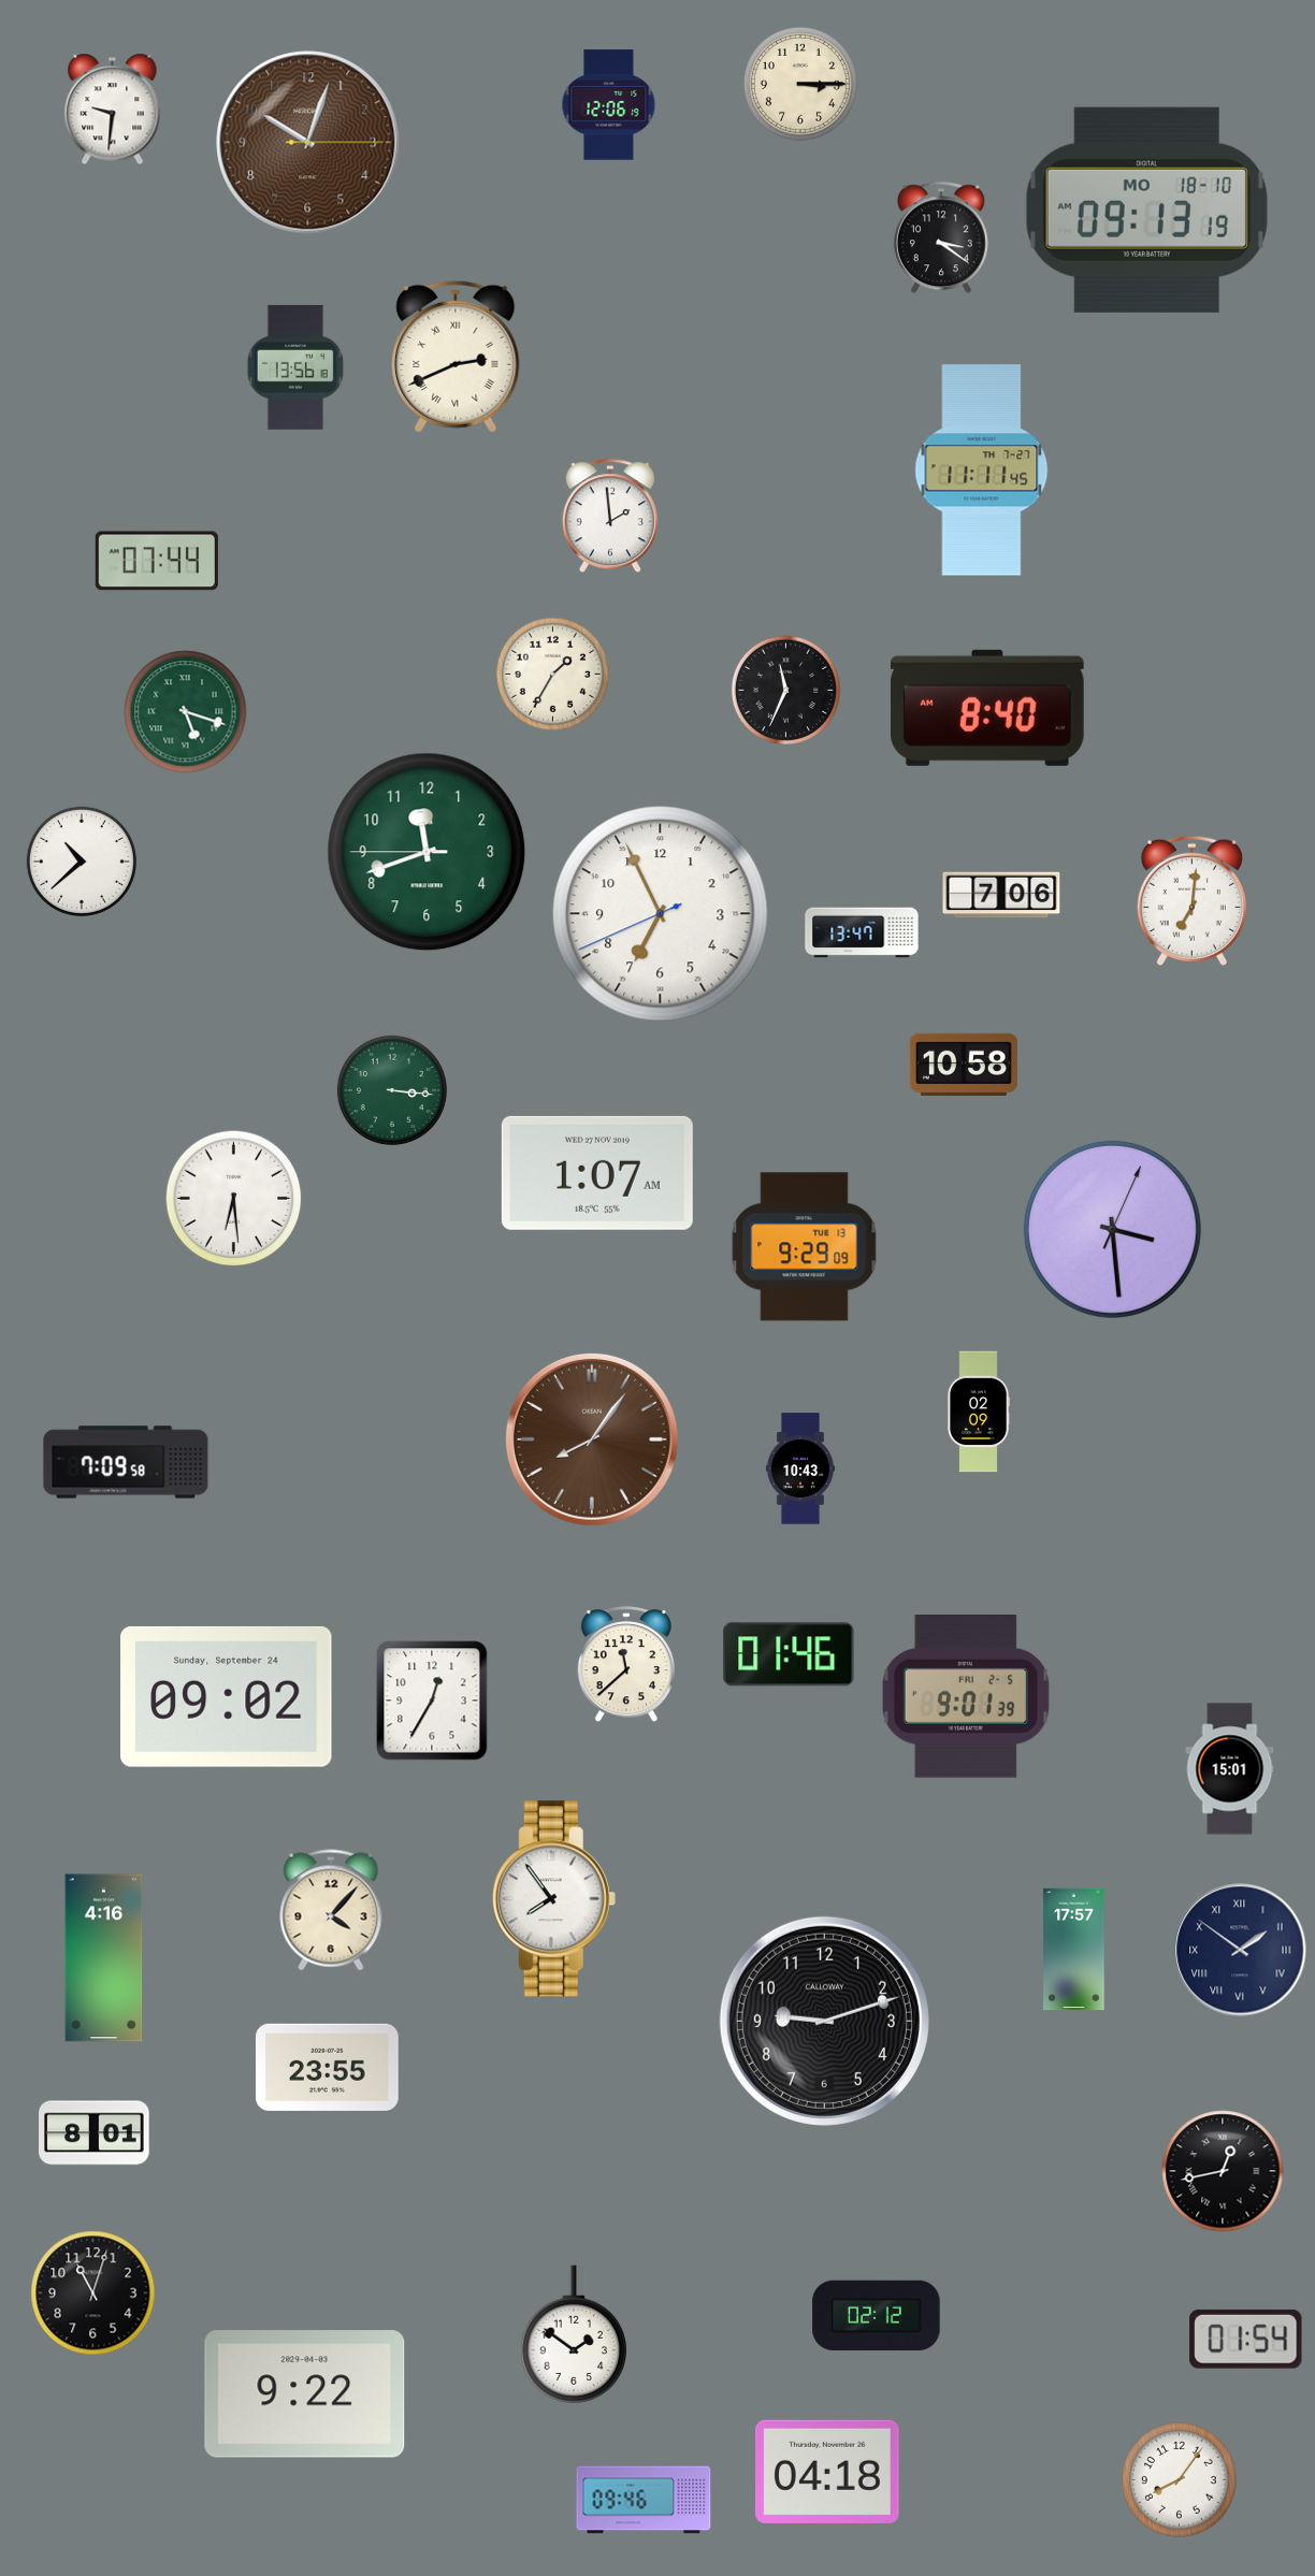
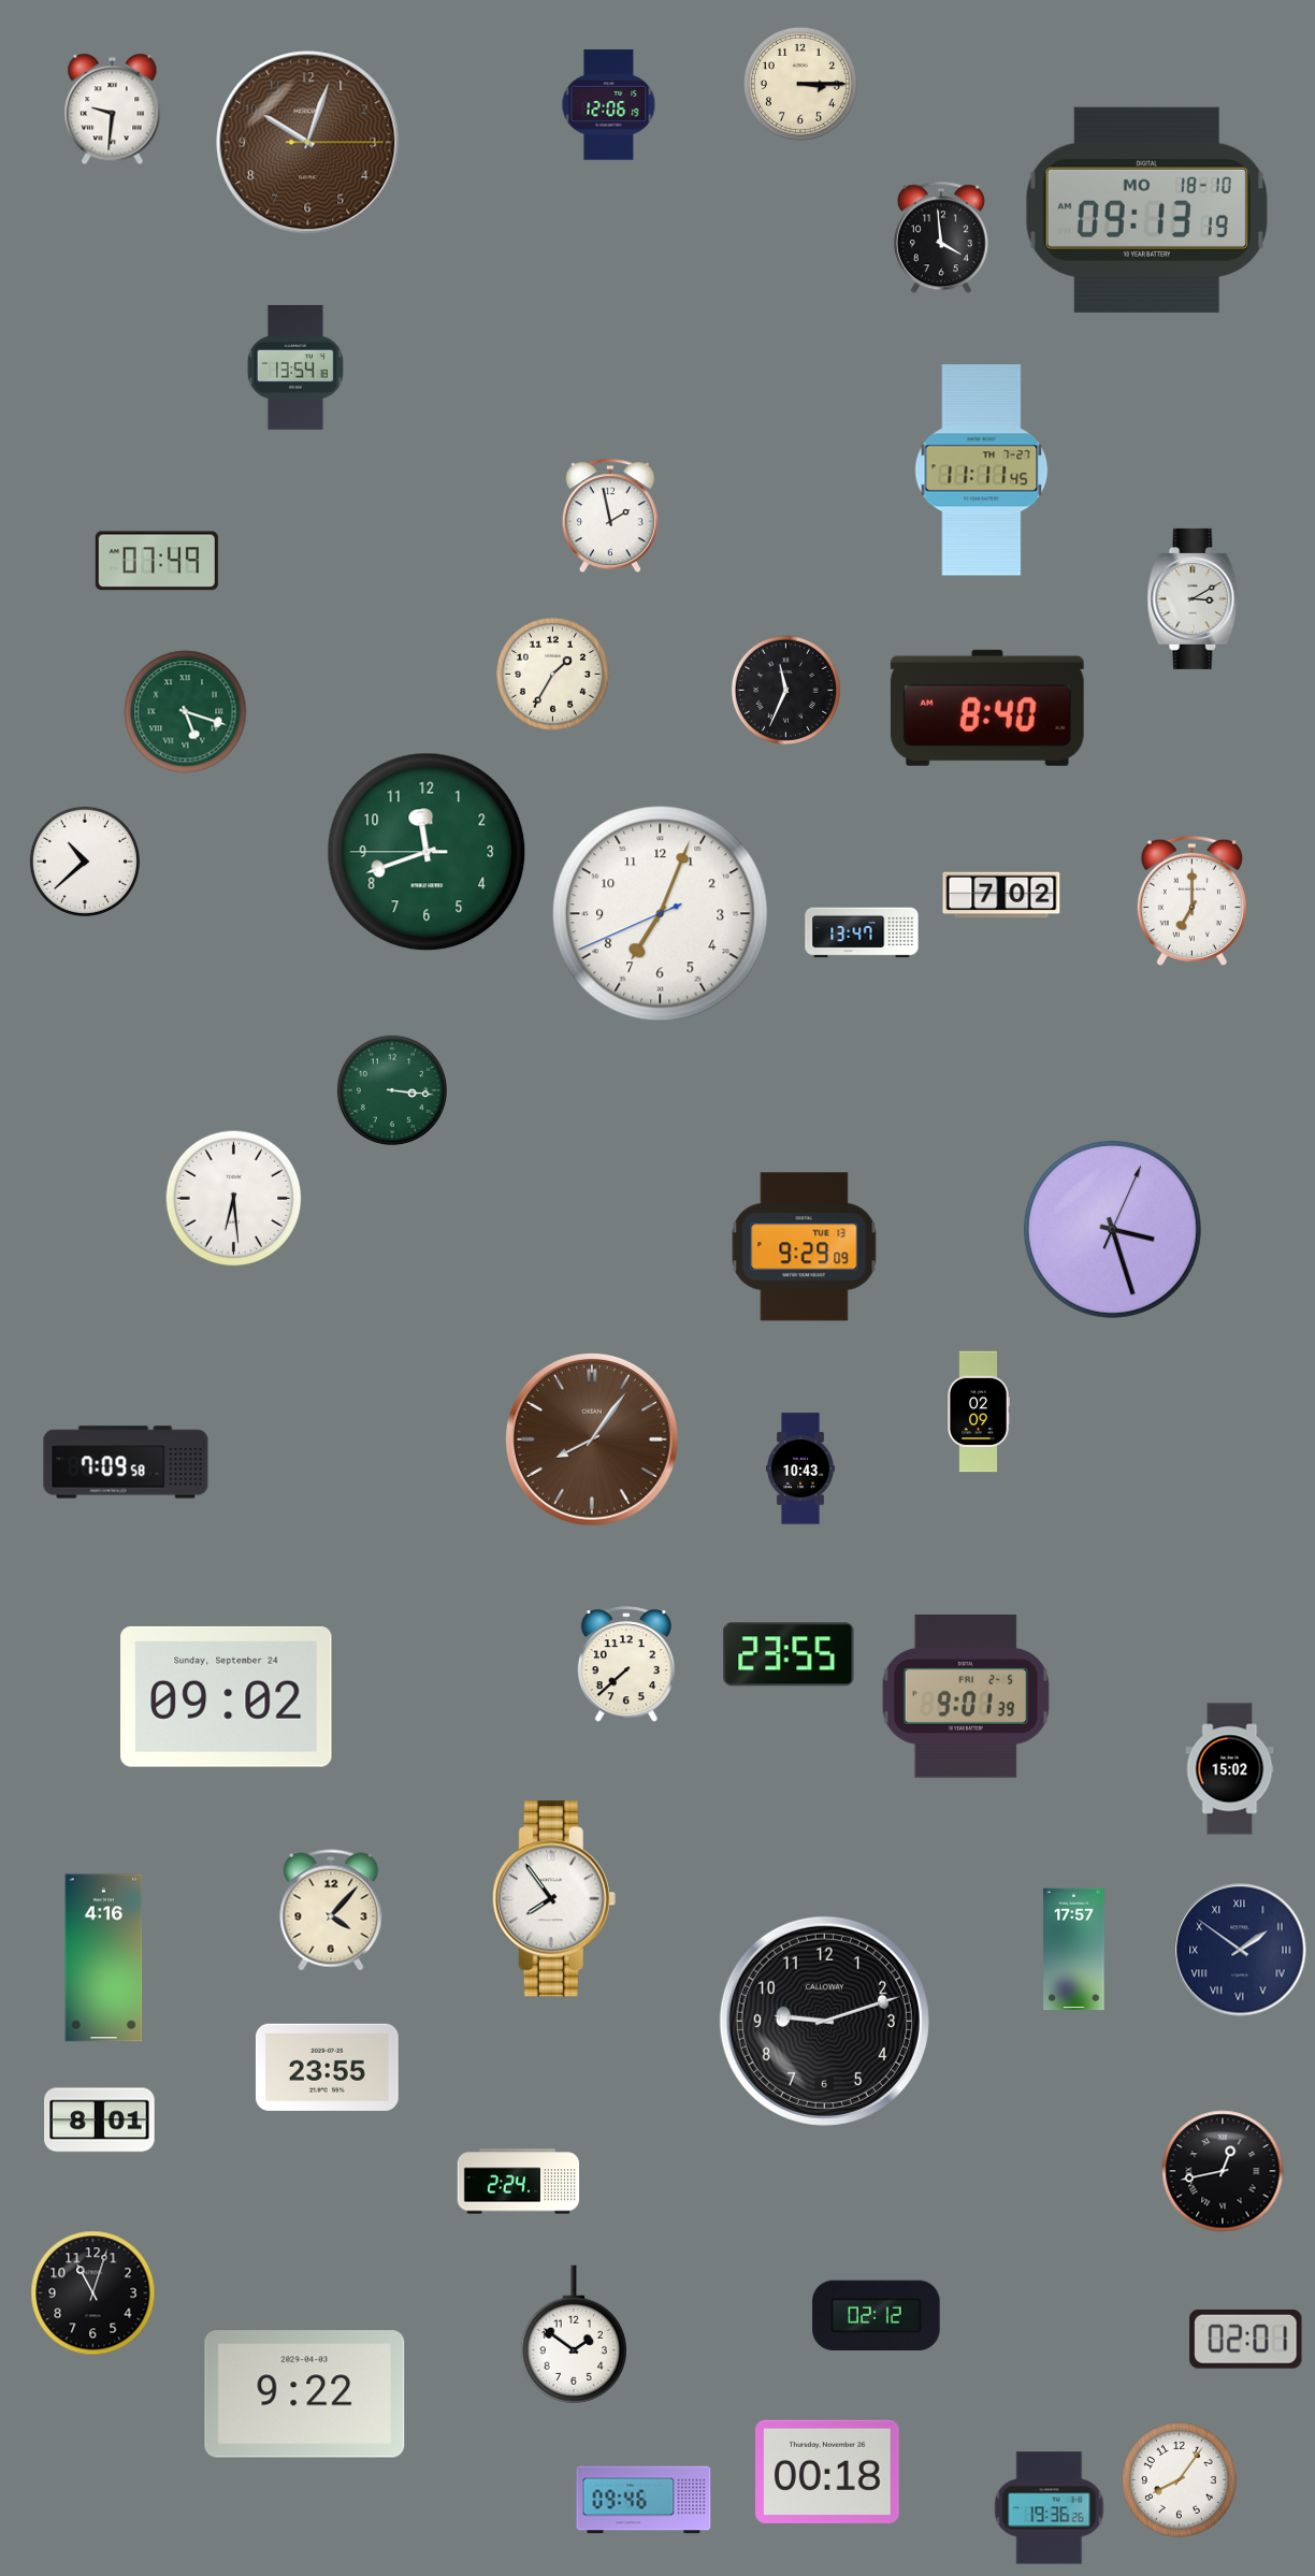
clock at (941, 237): 3:21 -> 3:59
clock at (456, 357): 2:41 -> none
clock at (295, 367): 13:56 -> 13:54
clock at (610, 517): 1:59 -> 1:58
clock at (157, 561): 07:44 -> 07:49
clock at (1194, 598): none -> 3:10
clock at (82, 862) position: (82, 862) -> (85, 862)
clock at (1001, 895): 7:06 -> 7:02
clock at (1191, 900): 7:01 -> 7:00
clock at (661, 914): 6:55 -> 7:03
clock at (964, 1065): 10:58 -> none
clock at (597, 1173): 1:07 -> none
clock at (1112, 1229): 3:29 -> 3:27
clock at (789, 1654): 01:46 -> 23:55
clock at (625, 1665): 11:38 -> 7:38
clock at (432, 1701): 12:35 -> none
clock at (1230, 1769): 15:01 -> 15:02
clock at (95, 2133) position: (95, 2133) -> (100, 2121)
clock at (519, 2182): none -> 2:24
clock at (1246, 2339): 01:54 -> 02:01
clock at (828, 2472): 04:18 -> 00:18
clock at (1050, 2508): none -> 19:36
